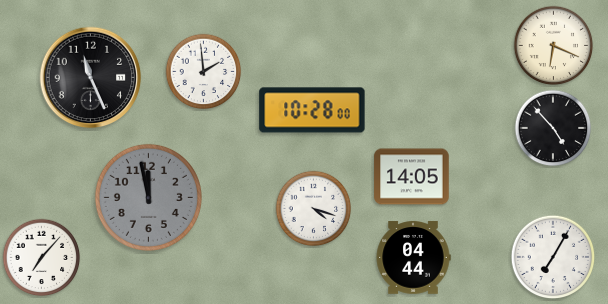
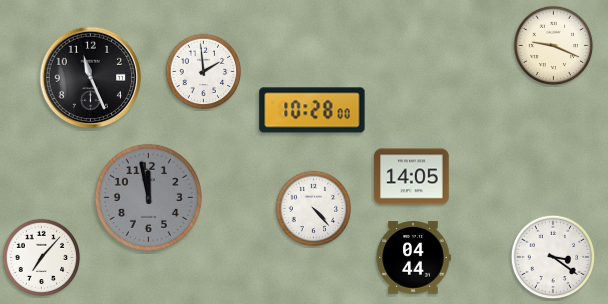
clock at (554, 46): 6:19 -> 9:19
clock at (553, 128): 4:53 -> none
clock at (314, 209): 4:18 -> 4:23
clock at (553, 257): 7:05 -> 3:21
